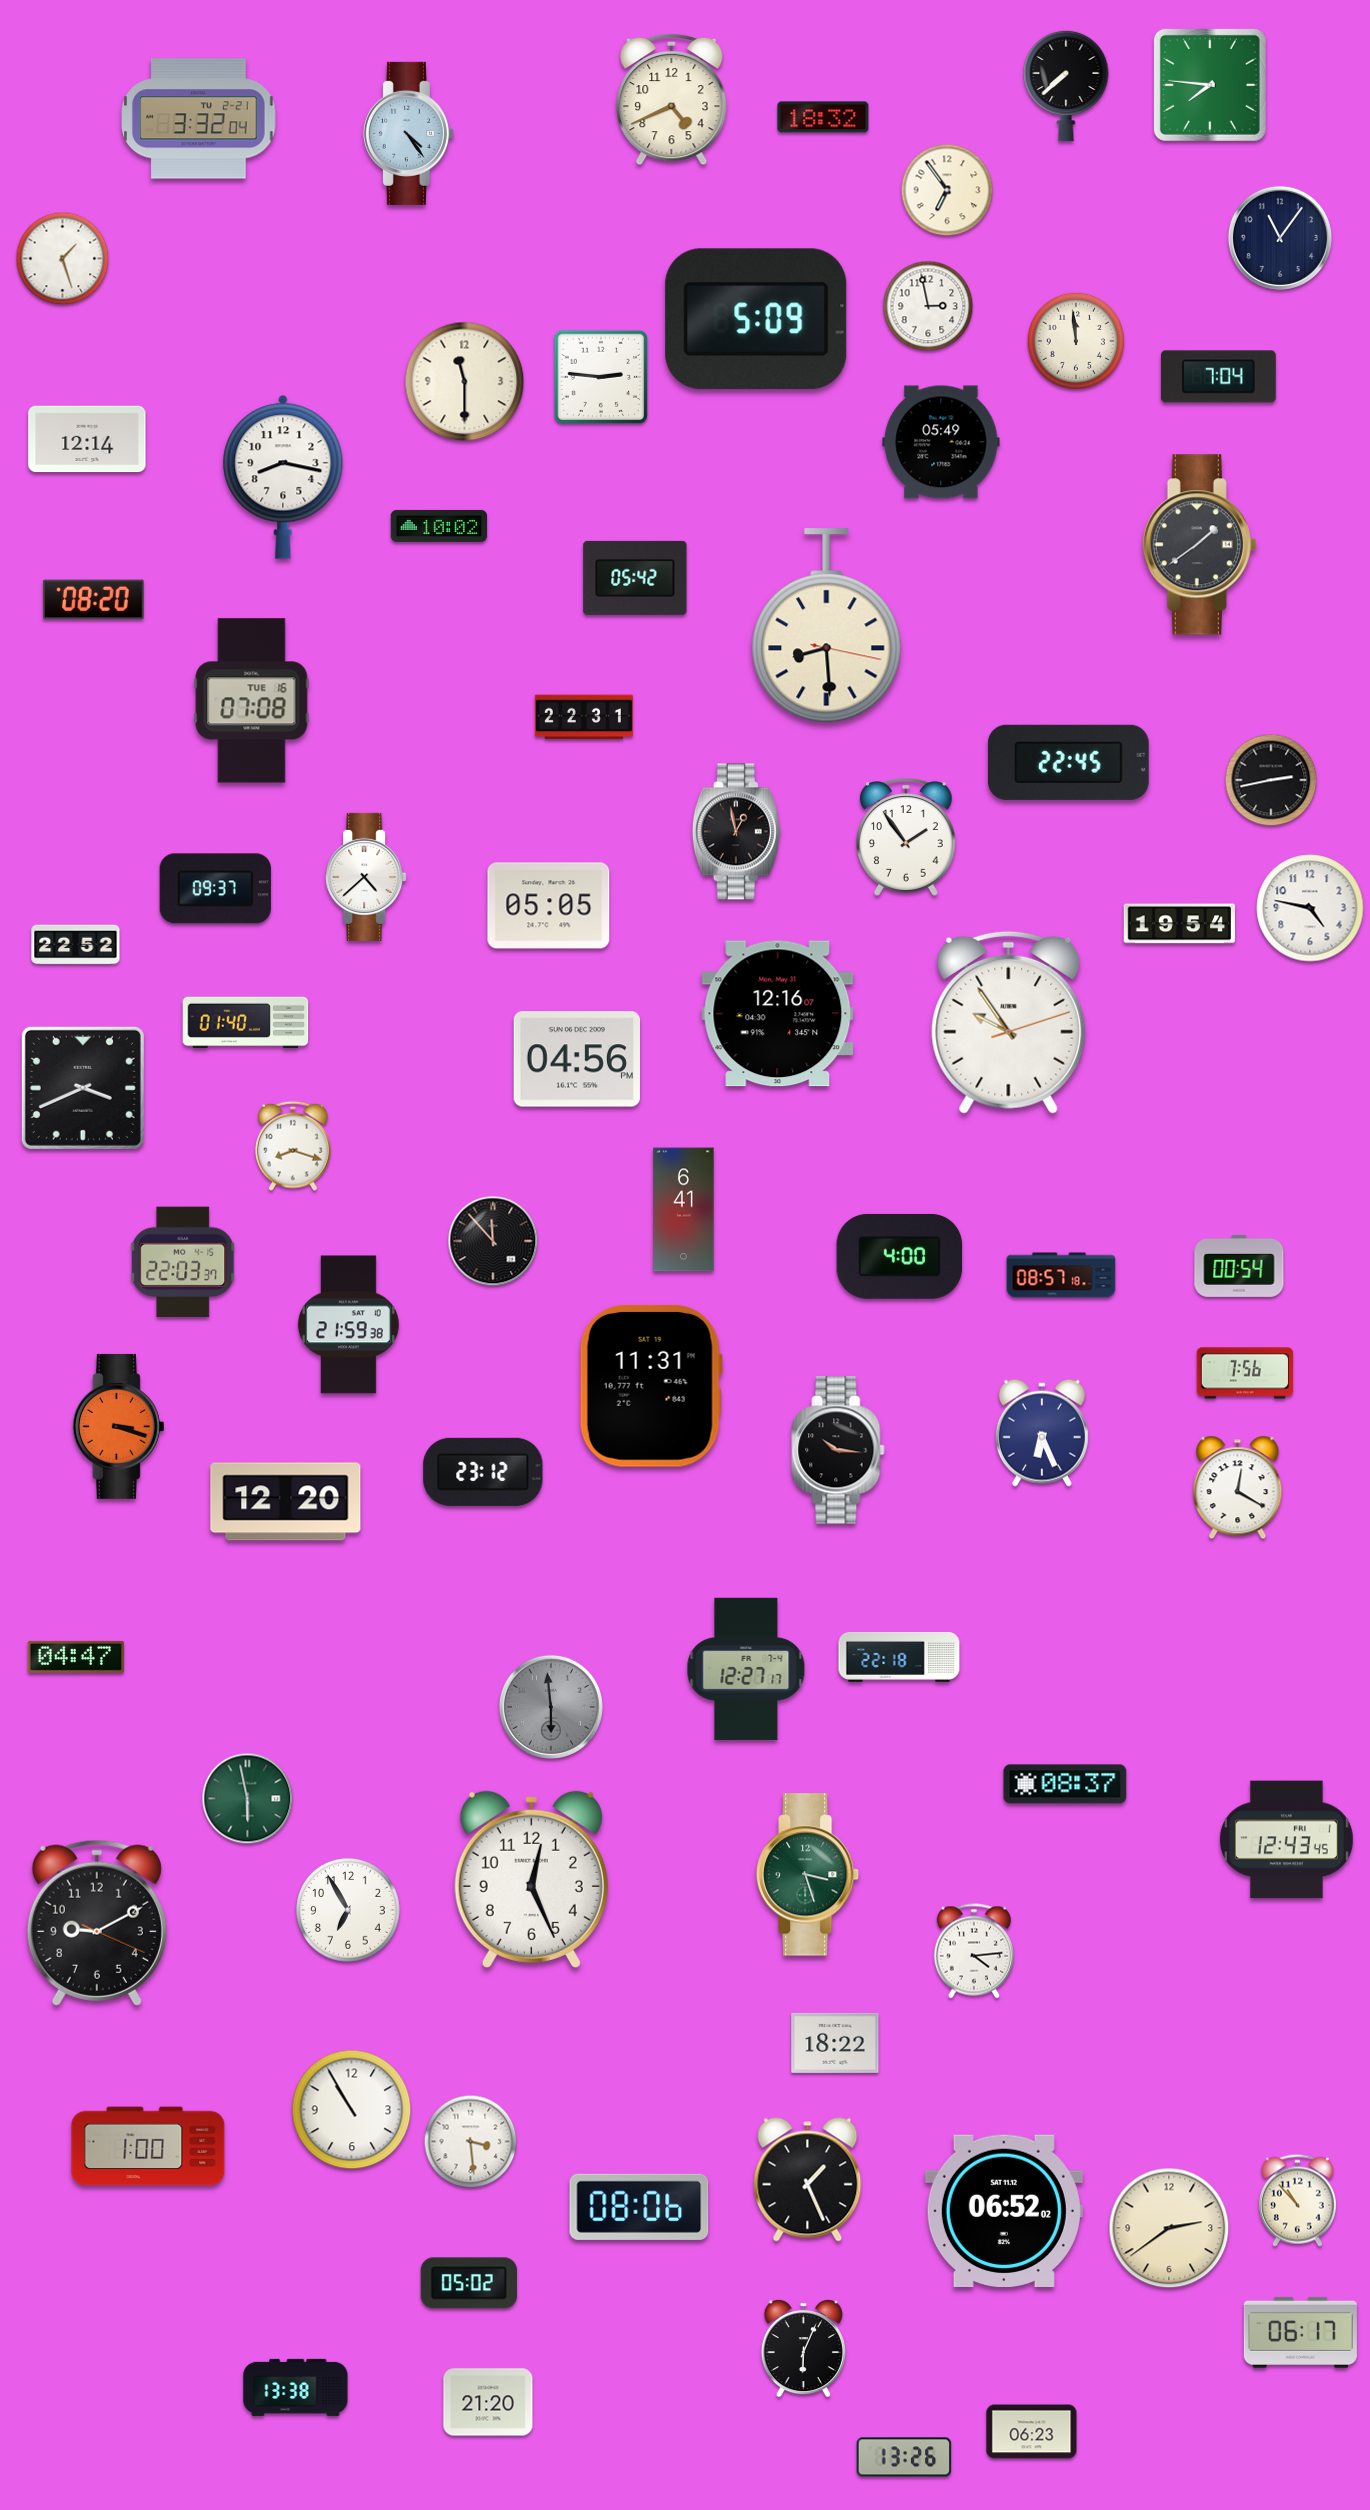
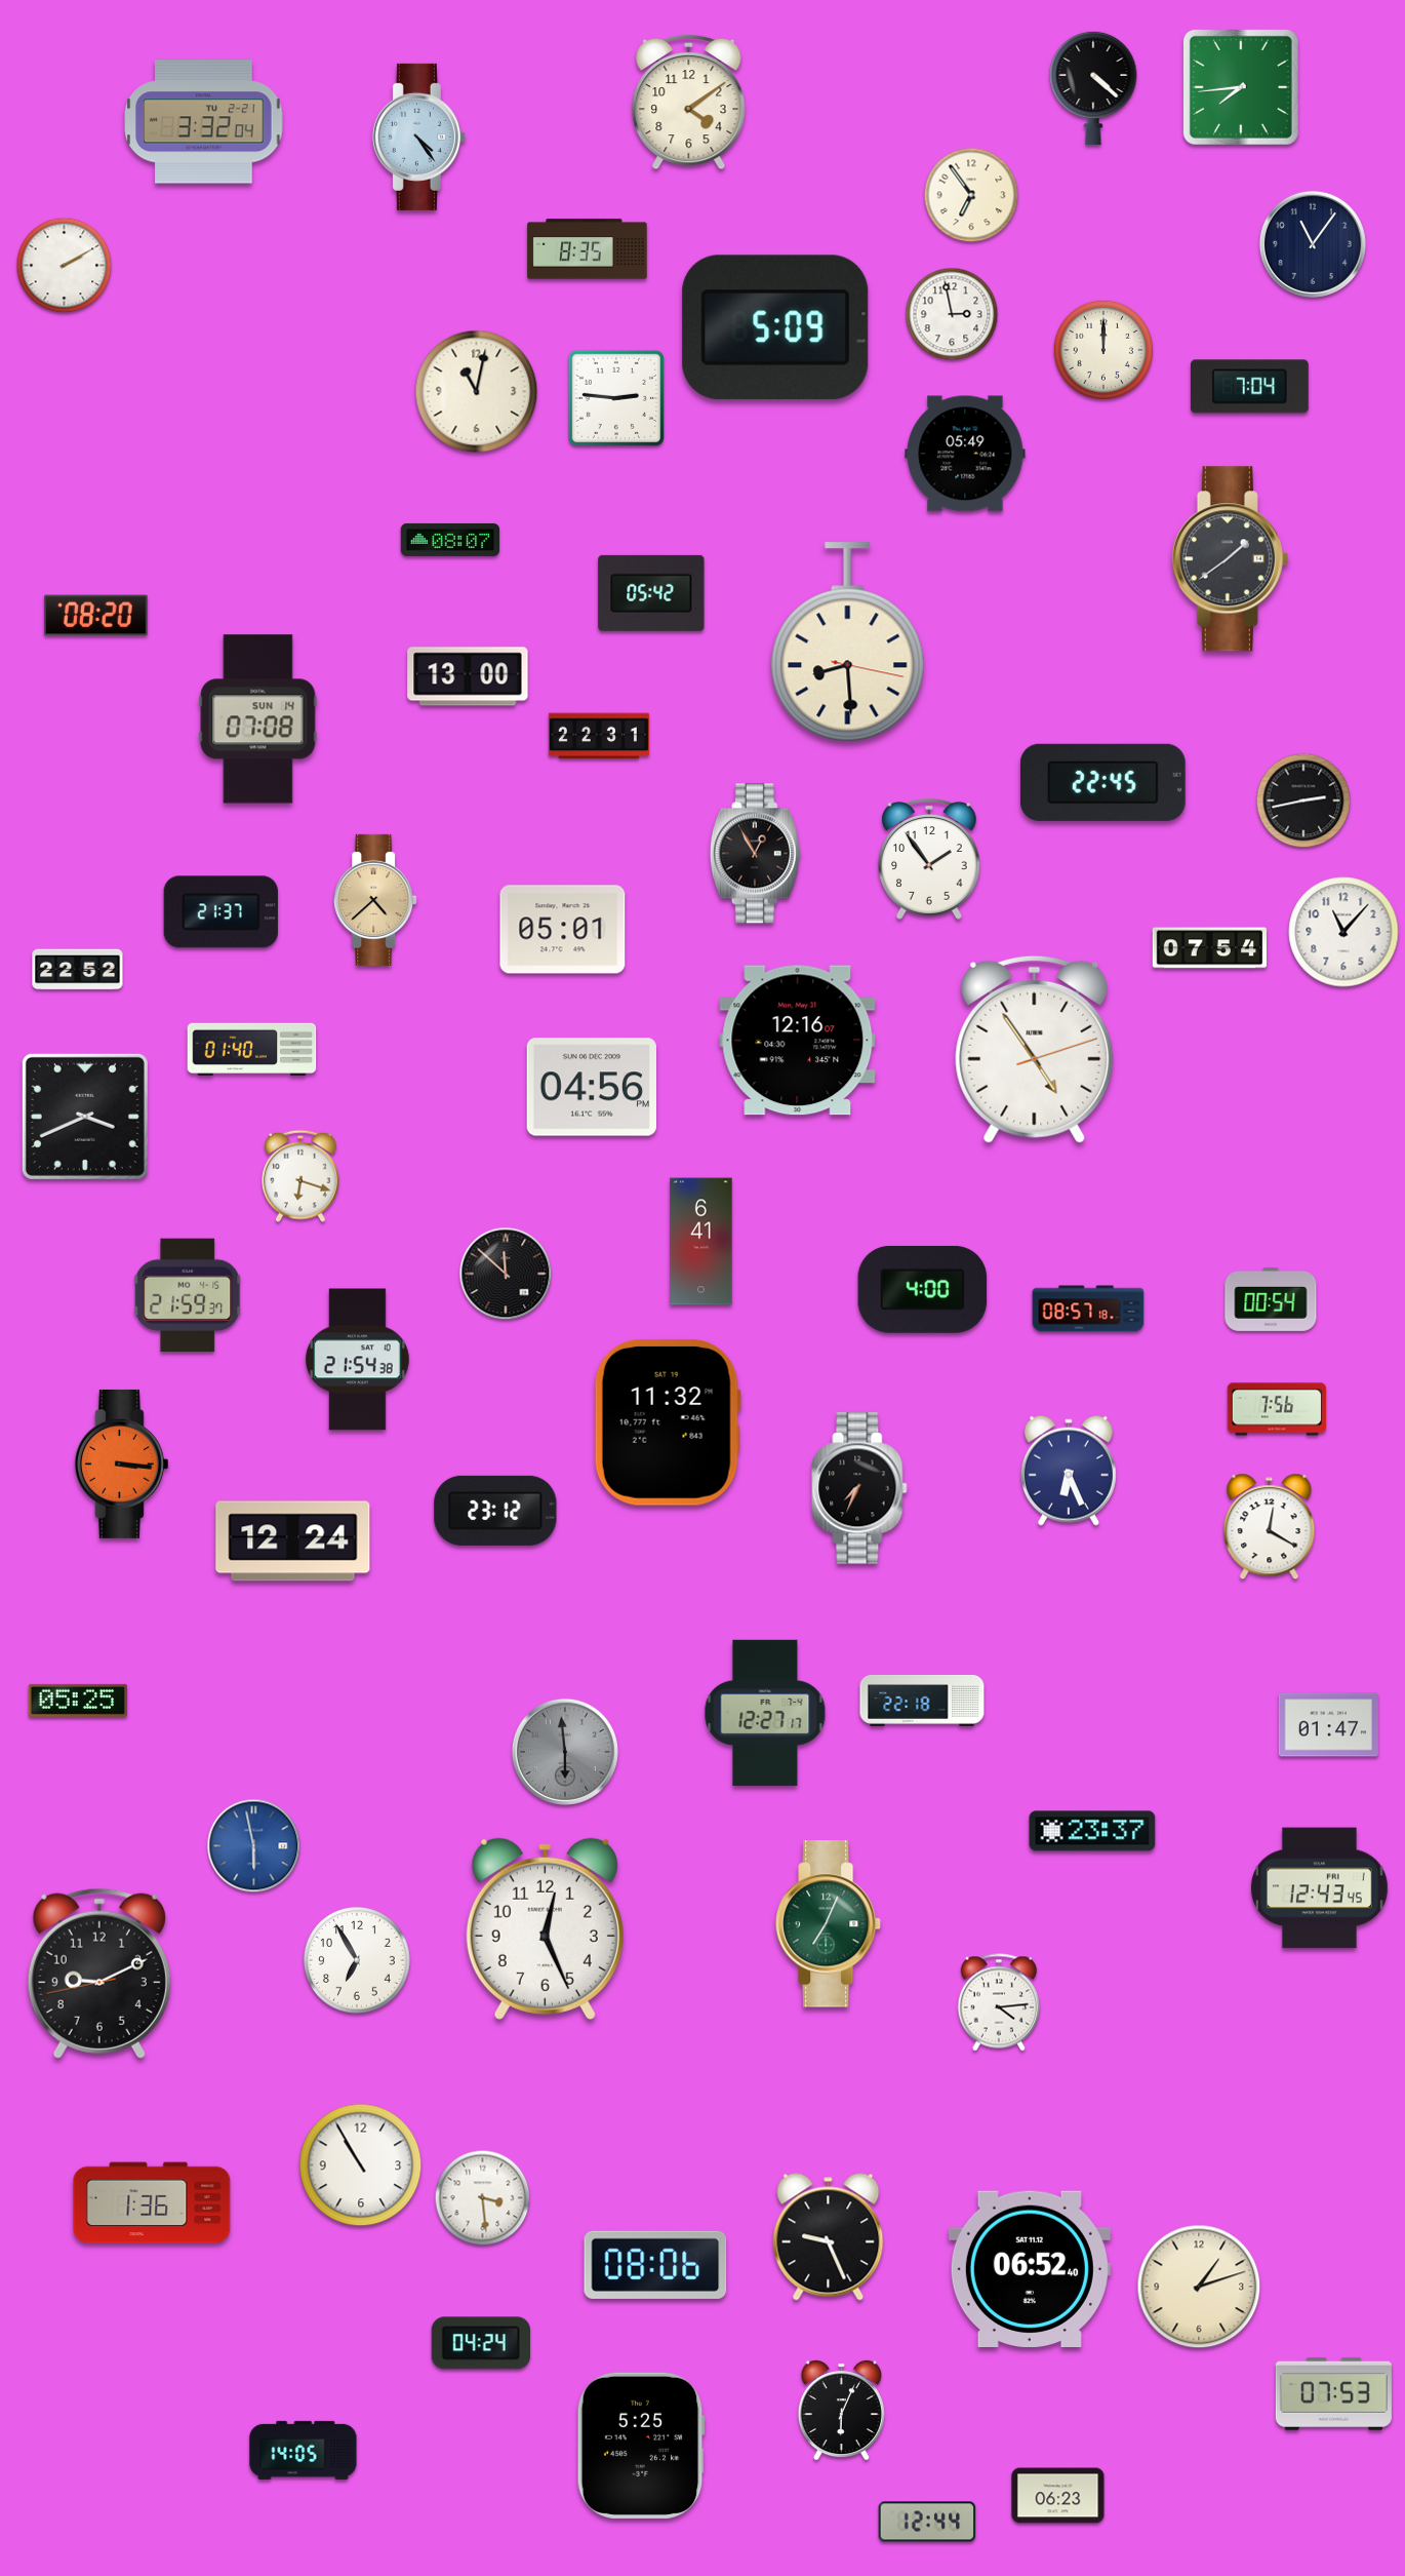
clock at (1210, 85): 7:46 -> 7:44
clock at (1066, 86): 7:38 -> 4:22
clock at (672, 100): 4:41 -> 4:09
clock at (823, 117): 18:32 -> none
clock at (588, 249): none -> 8:35
clock at (63, 259): 1:27 -> 2:10
clock at (1076, 341): 11:59 -> 12:00
clock at (601, 377) position: (601, 377) -> (616, 398)
clock at (465, 382): 11:30 -> 11:02
clock at (87, 439): 12:14 -> none
clock at (283, 477): 8:17 -> none
clock at (439, 526): 10:02 -> 08:07
clock at (468, 676): none -> 13:00
clock at (252, 701) date: TUE 16 -> SUN 14
clock at (1068, 762) position: (1068, 762) -> (1102, 782)
clock at (736, 832): 12:58 -> 12:55
clock at (366, 877) dial: white -> champagne
clock at (215, 889): 09:37 -> 21:37
clock at (549, 906): 05:05 -> 05:01
clock at (1310, 908): 4:47 -> 11:07
clock at (1179, 924): 19:54 -> 07:54
clock at (1009, 1022): 9:54 -> 4:54
clock at (293, 1146): 8:18 -> 6:18
clock at (493, 1241): 11:53 -> 11:52
clock at (183, 1262): 22:03 -> 21:59
clock at (348, 1325): 21:59 -> 21:54
clock at (651, 1386): 11:31 -> 11:32
clock at (118, 1426): 3:18 -> 3:16
clock at (838, 1450): 10:16 -> 7:34
clock at (286, 1502): 12:20 -> 12:24
clock at (75, 1657): 04:47 -> 05:25
clock at (1328, 1725): none -> 01:47
clock at (1065, 1784): 08:37 -> 23:37
clock at (248, 1799) dial: green -> blue
clock at (808, 1875): 3:27 -> 7:04
clock at (97, 1923): 9:10:19 -> 9:10:43
clock at (835, 2043): 18:22 -> none
clock at (148, 2146): 1:00 -> 1:36
clock at (808, 2180): 1:26 -> 9:26
clock at (1297, 2200): 10:53 -> none
clock at (1004, 2211): 06:52:02 -> 06:52:40
clock at (1169, 2228): 2:39 -> 1:12
clock at (469, 2283): 05:02 -> 04:24
clock at (1300, 2332): 06:17 -> 07:53
clock at (803, 2348) position: (803, 2348) -> (841, 2410)
clock at (641, 2446): none -> 5:25
clock at (296, 2387): 13:38 -> 14:05
clock at (488, 2402): 21:20 -> none
clock at (904, 2457): 13:26 -> 12:44
